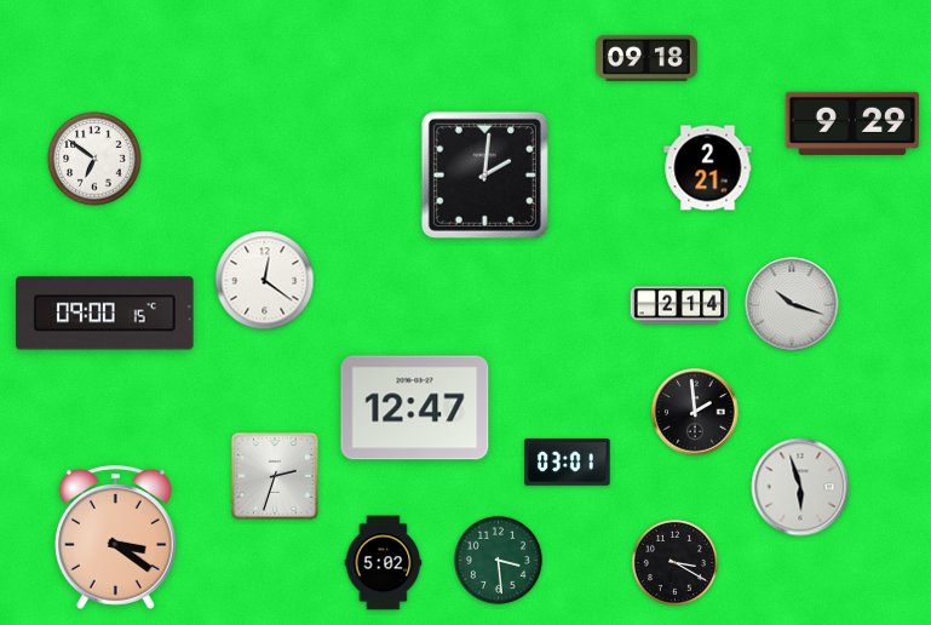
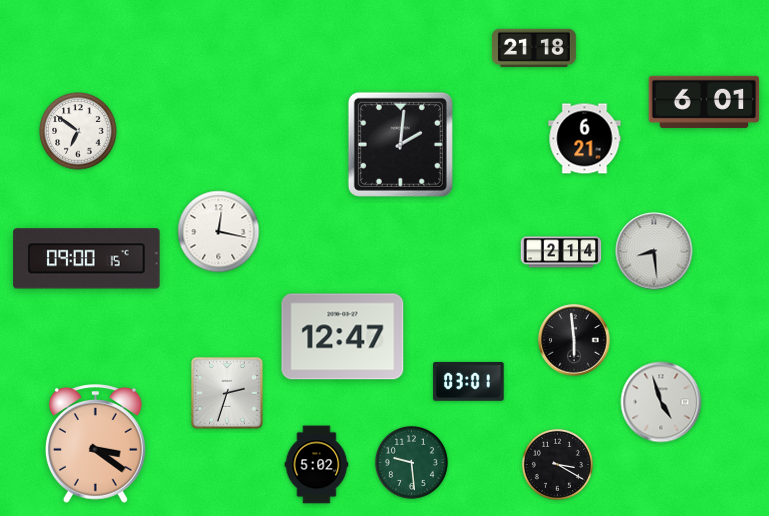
clock at (646, 58): 09:18 -> 21:18
clock at (852, 124): 9:29 -> 6:01
clock at (708, 168): 2:21 -> 6:21
clock at (265, 281): 12:21 -> 12:17
clock at (792, 304): 10:18 -> 8:29
clock at (695, 412): 1:59 -> 5:59
clock at (800, 487): 5:57 -> 4:57
clock at (498, 560): 3:29 -> 9:29
